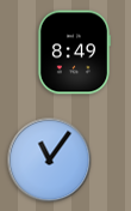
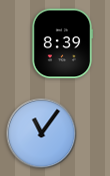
clock at (74, 53): 8:49 -> 8:39
